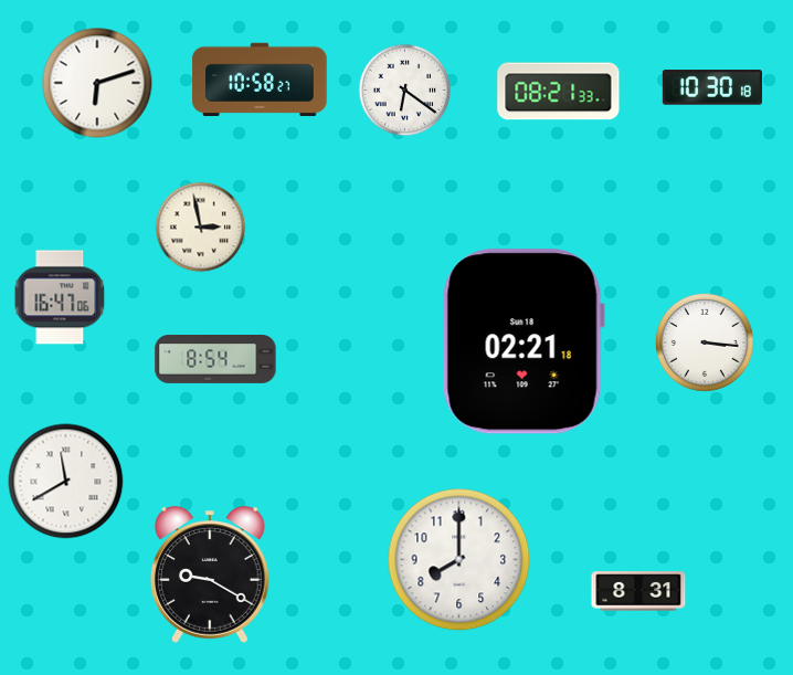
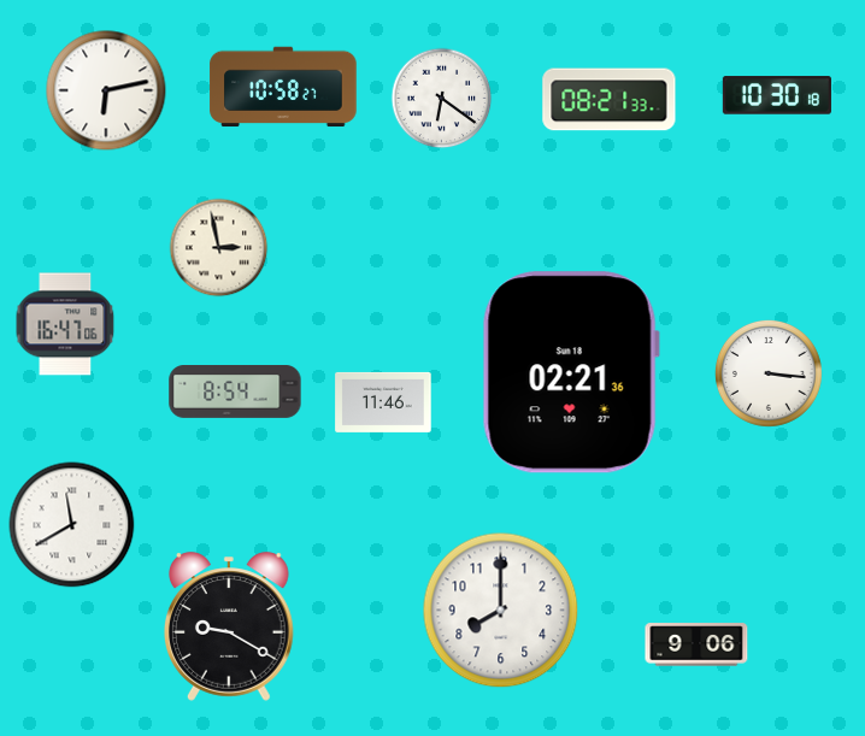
clock at (97, 83): 6:12 -> 6:13
clock at (524, 341): 02:21:18 -> 02:21:36
clock at (383, 402): none -> 11:46
clock at (638, 591): 8:31 -> 9:06
